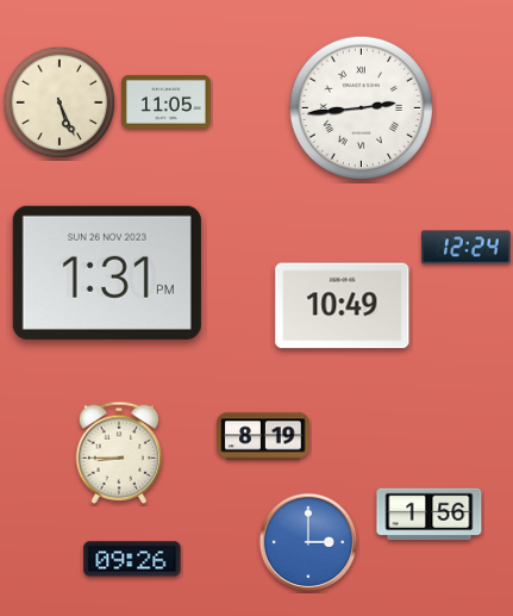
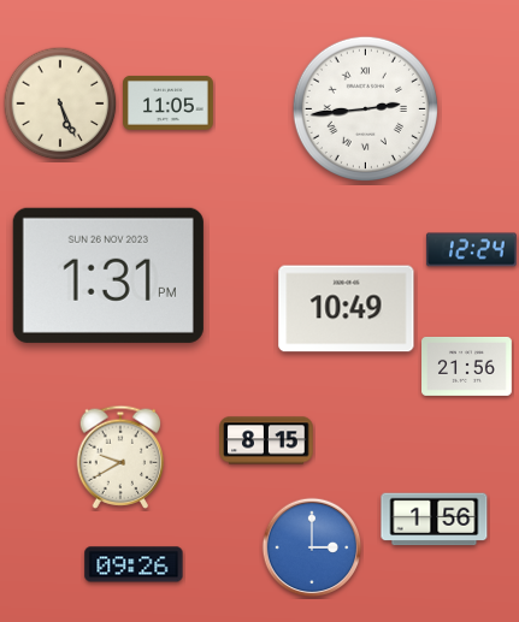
clock at (467, 366): none -> 21:56
clock at (263, 436): 8:19 -> 8:15
clock at (119, 453): 8:45 -> 9:40
